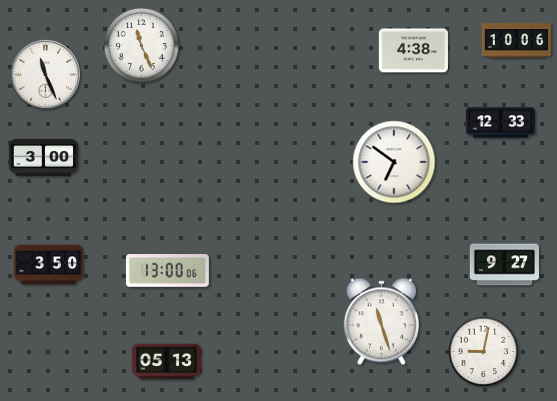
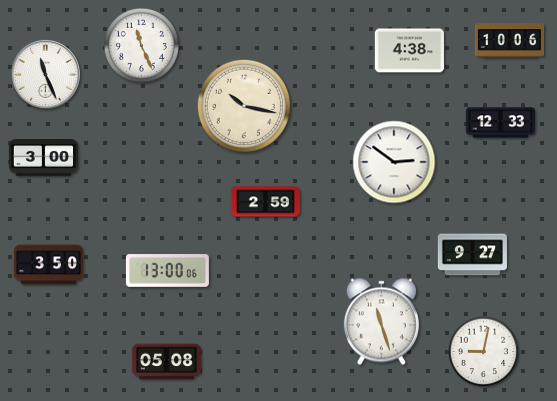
clock at (516, 41) position: (516, 41) -> (509, 41)
clock at (413, 51) position: (413, 51) -> (409, 51)
clock at (243, 105): none -> 10:17
clock at (394, 162): 6:51 -> 2:51
clock at (265, 202): none -> 2:59
clock at (504, 265) position: (504, 265) -> (472, 255)
clock at (166, 362): 05:13 -> 05:08
